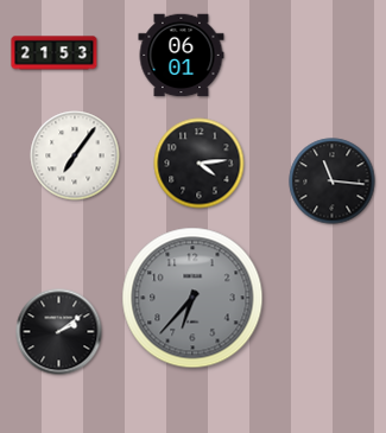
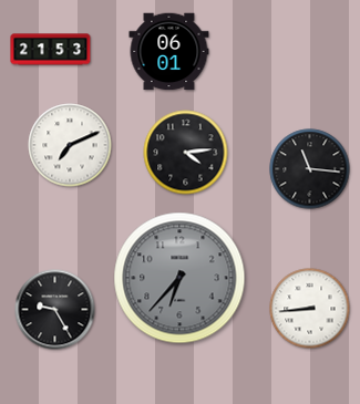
clock at (75, 155): 7:06 -> 7:11
clock at (310, 309): none -> 8:44
clock at (59, 332): 2:09 -> 9:25
